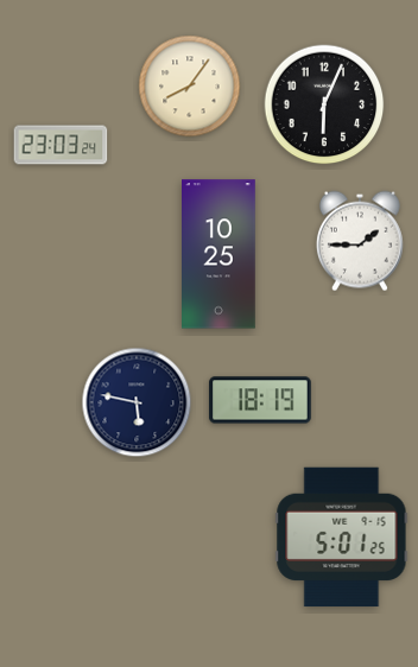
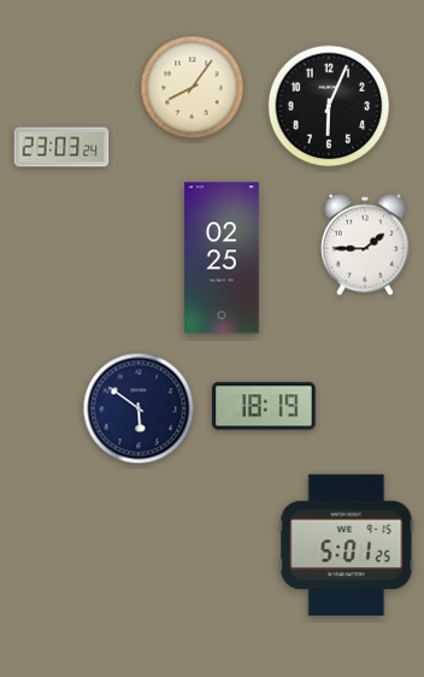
clock at (220, 254): 10:25 -> 02:25
clock at (137, 402): 5:47 -> 5:51
